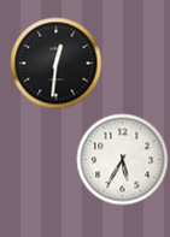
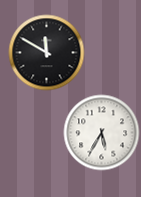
clock at (57, 64): 12:31 -> 11:50
